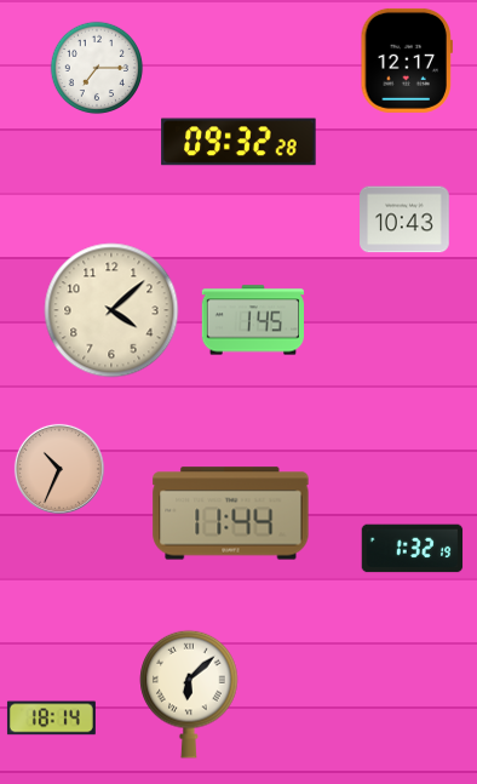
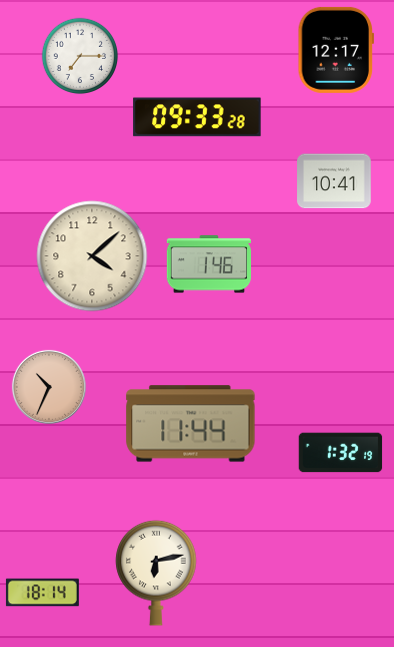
clock at (238, 142): 09:32 -> 09:33
clock at (404, 219): 10:43 -> 10:41
clock at (252, 320): 1:45 -> 1:46
clock at (189, 694): 6:08 -> 6:13
